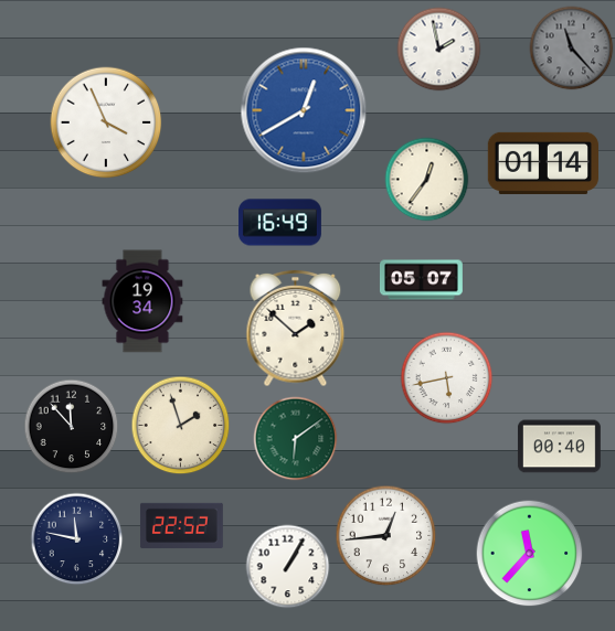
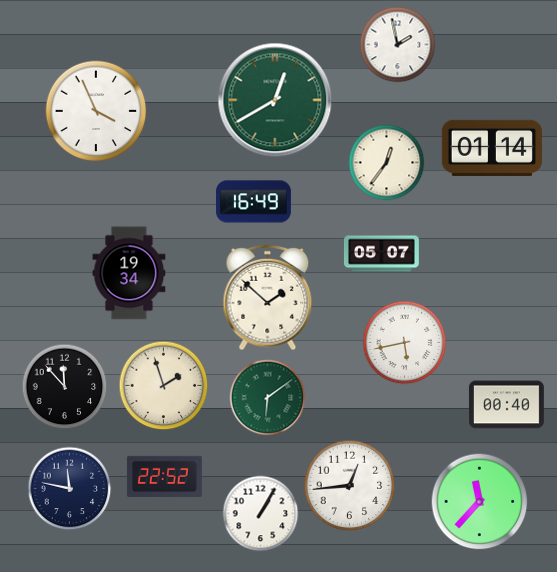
clock at (572, 49): 11:23 -> none
clock at (304, 110) dial: blue -> green
